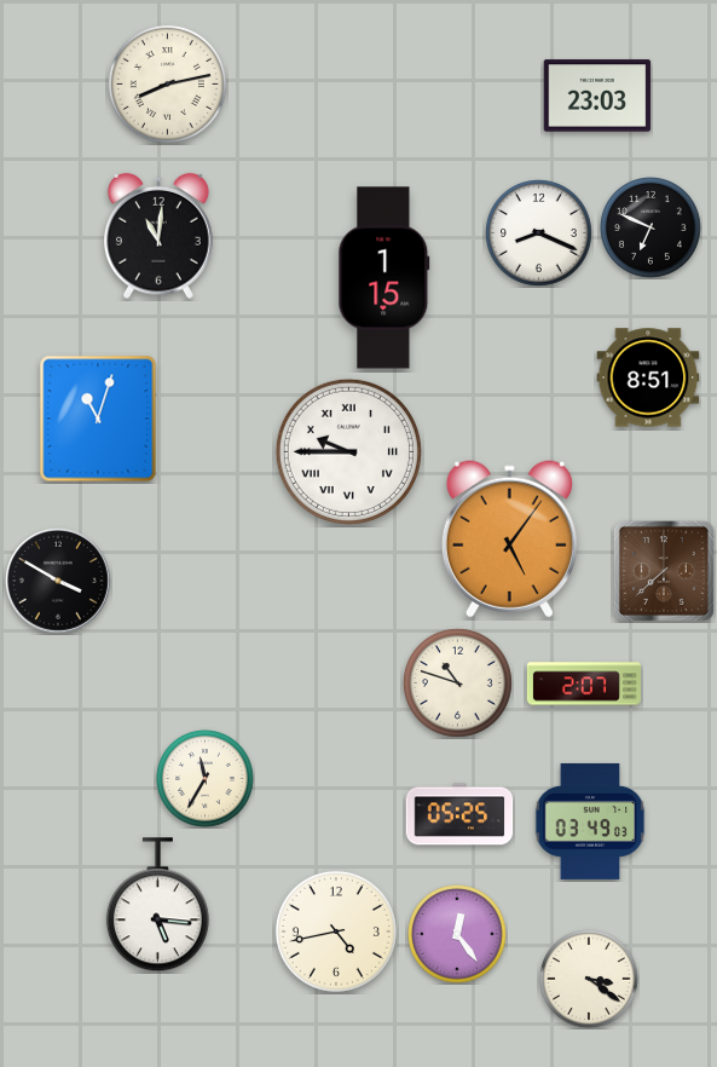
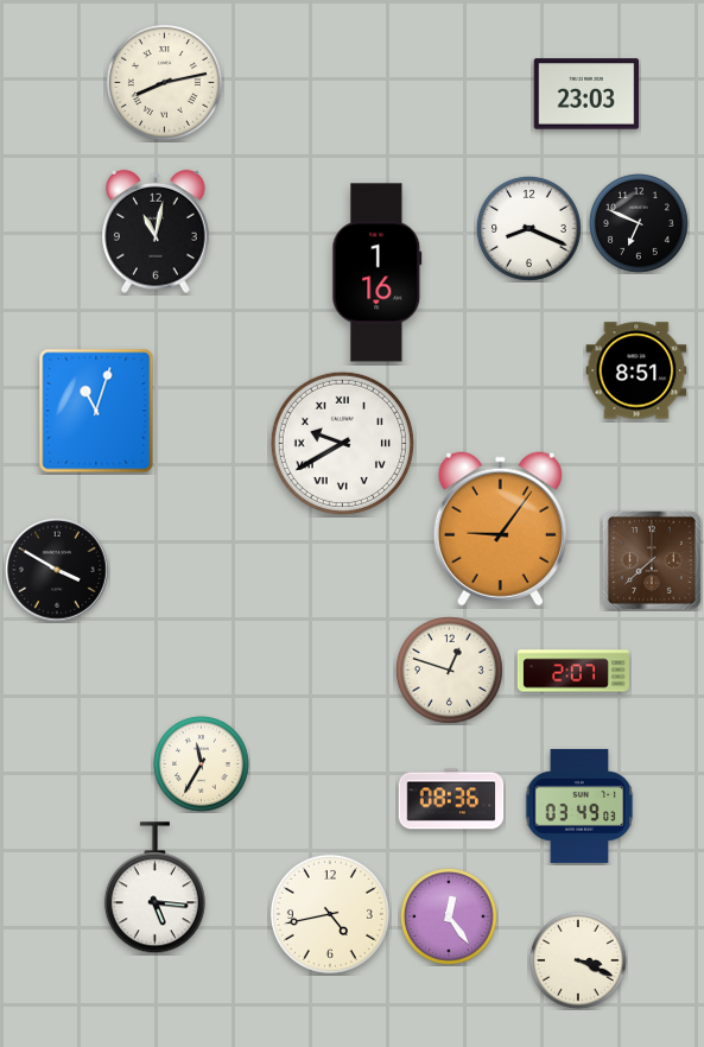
clock at (160, 236): 11:01 -> 11:02
clock at (384, 278): 1:15 -> 1:16
clock at (348, 451): 9:45 -> 9:40
clock at (509, 540): 5:06 -> 9:06
clock at (457, 682): 10:48 -> 12:48
clock at (459, 814): 05:25 -> 08:36
clock at (589, 979): 3:21 -> 3:19
